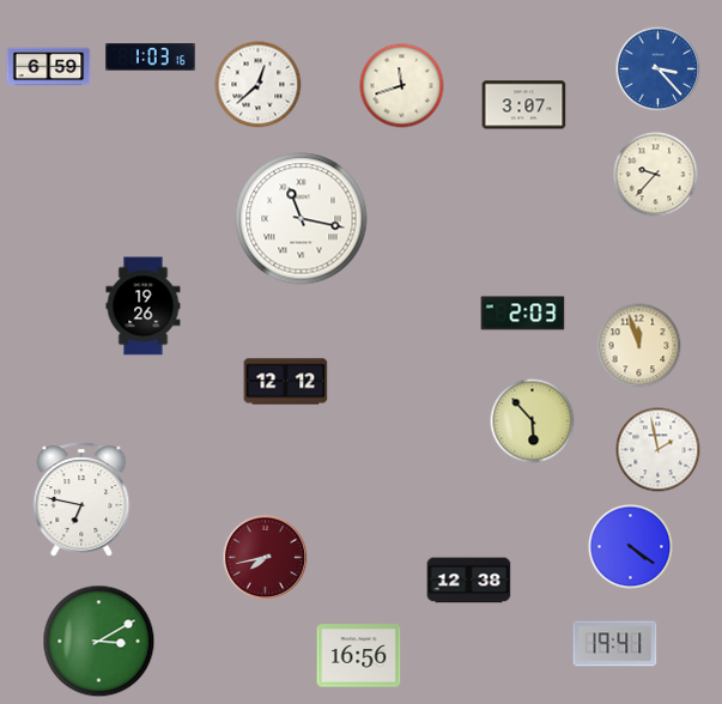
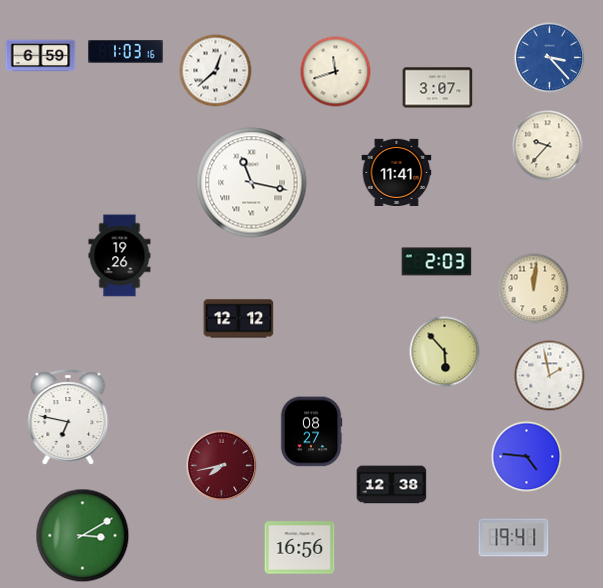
clock at (151, 57) position: (151, 57) -> (126, 52)
clock at (397, 172): none -> 11:41
clock at (639, 346): 11:57 -> 12:01
clock at (311, 432): none -> 08:27
clock at (631, 547): 4:21 -> 4:46
